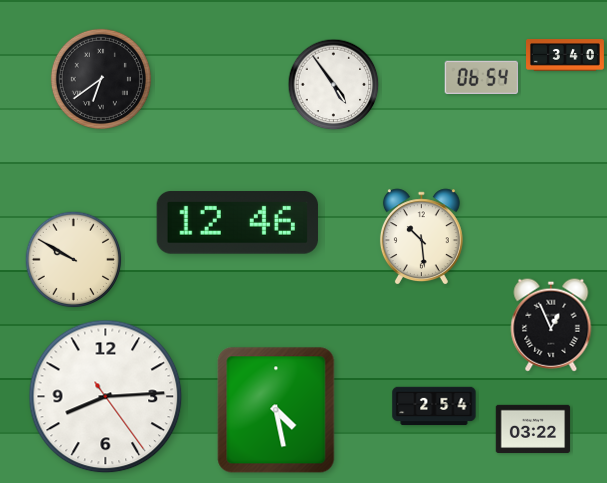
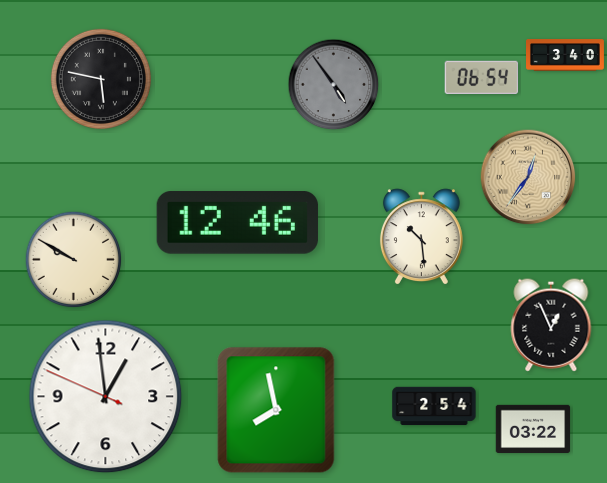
clock at (101, 79): 6:39 -> 5:47
clock at (334, 85) dial: white -> grey
clock at (528, 177): none -> 12:36
clock at (106, 397): 8:14 -> 12:58
clock at (276, 410): 4:28 -> 7:58
